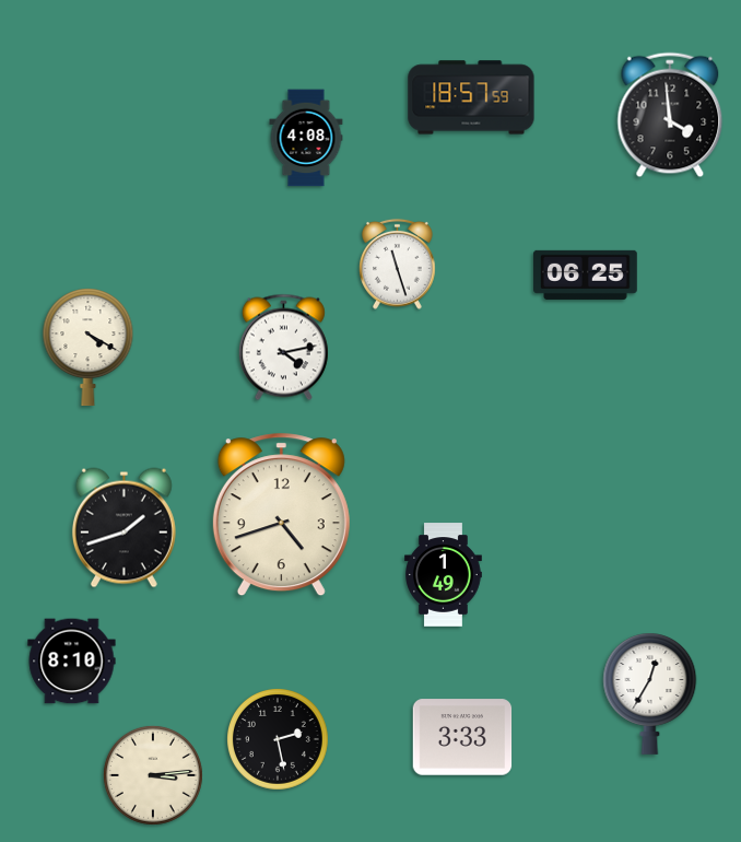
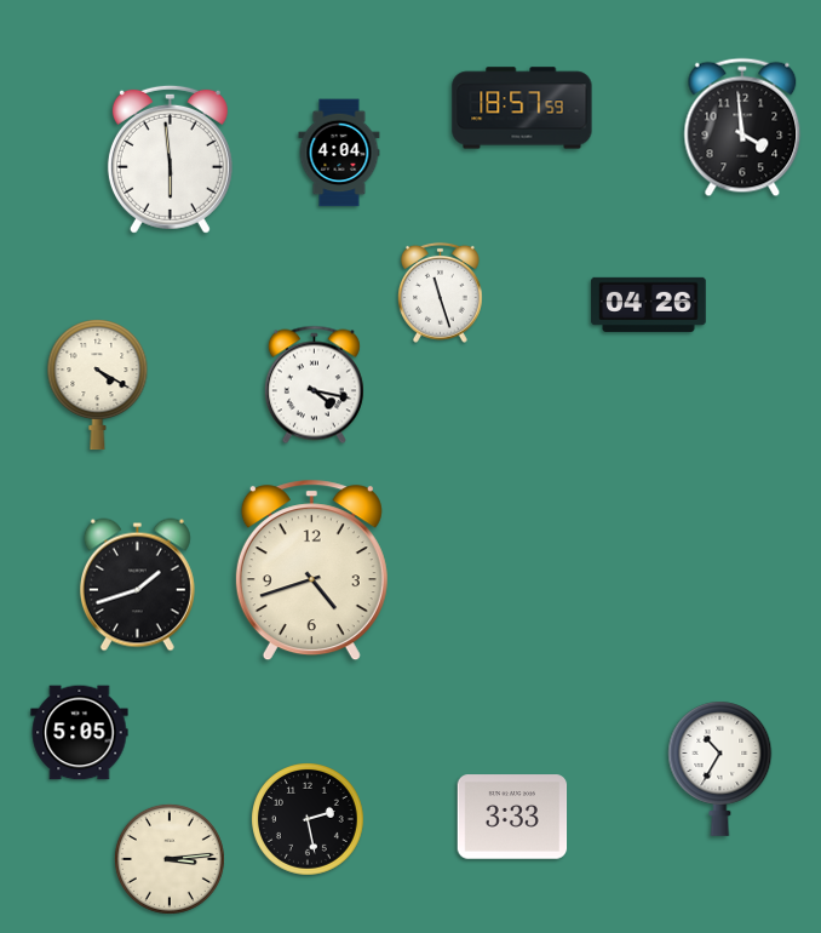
clock at (306, 138): 4:08 -> 4:04
clock at (170, 159): none -> 5:59
clock at (586, 274): 06:25 -> 04:26
clock at (283, 348): 4:13 -> 4:17
clock at (444, 575): 1:49 -> none
clock at (72, 662): 8:10 -> 5:05
clock at (650, 693): 12:35 -> 10:35
